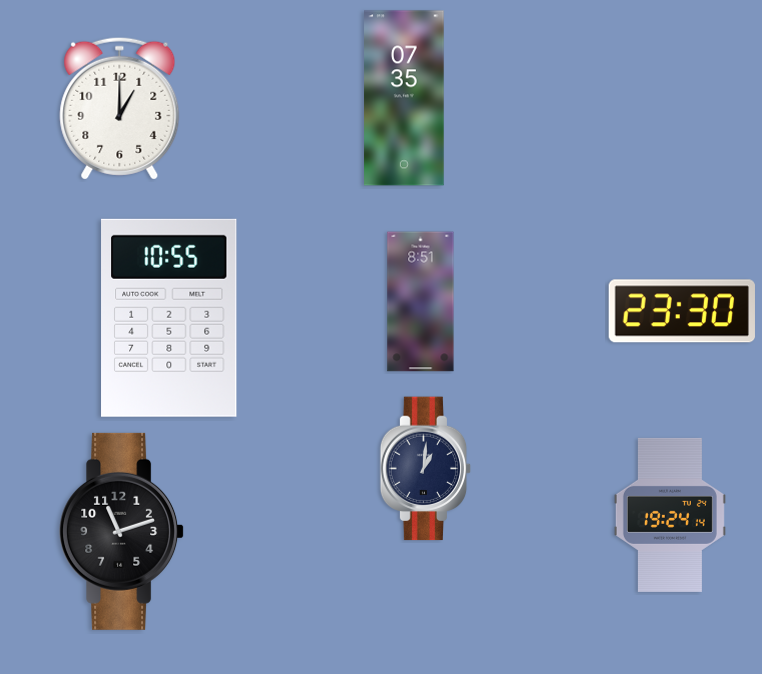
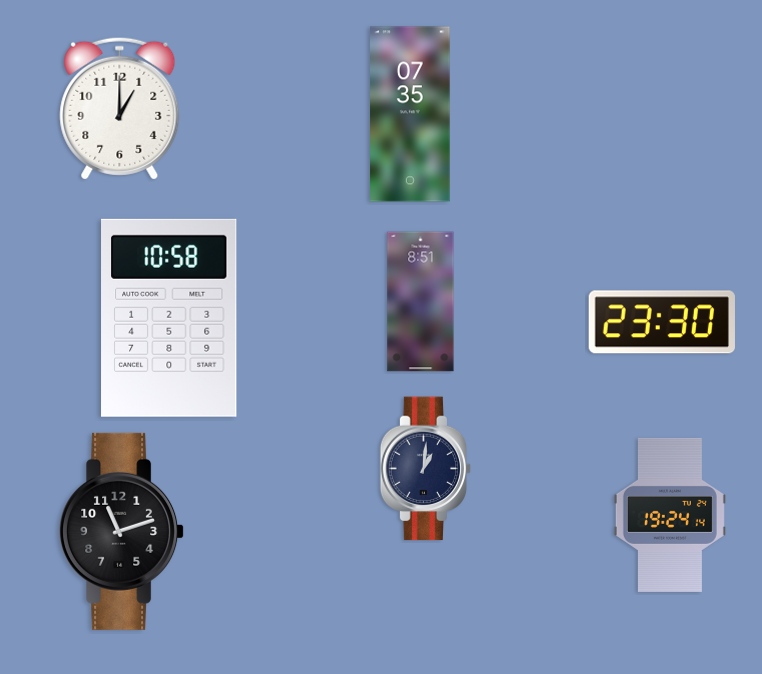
clock at (404, 98) position: (404, 98) -> (410, 114)
clock at (682, 311) position: (682, 311) -> (662, 322)
clock at (170, 318): 10:55 -> 10:58
